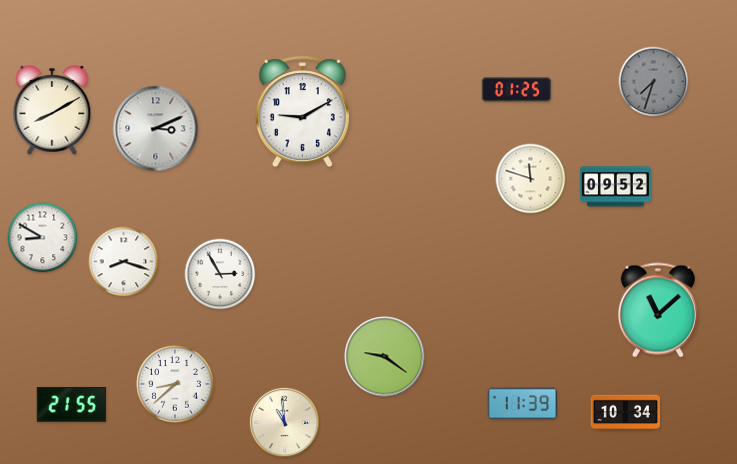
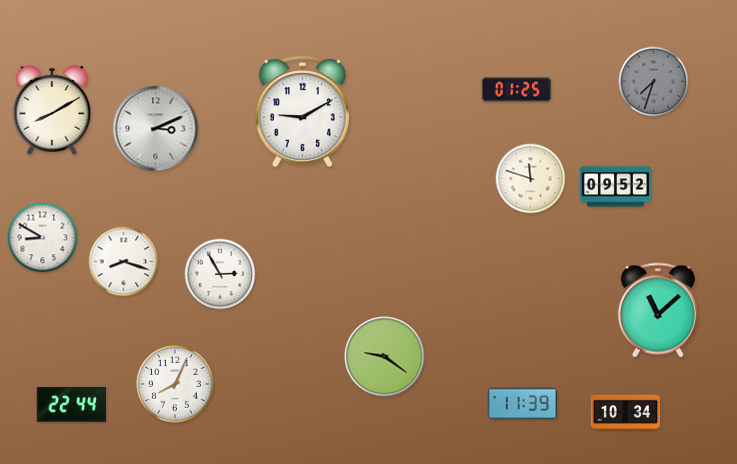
clock at (175, 384): 8:38 -> 8:04
clock at (71, 404): 21:55 -> 22:44
clock at (284, 422): 10:59 -> none
